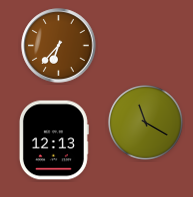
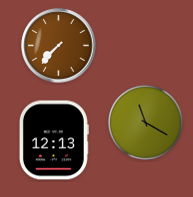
clock at (59, 46): 6:37 -> 7:37
